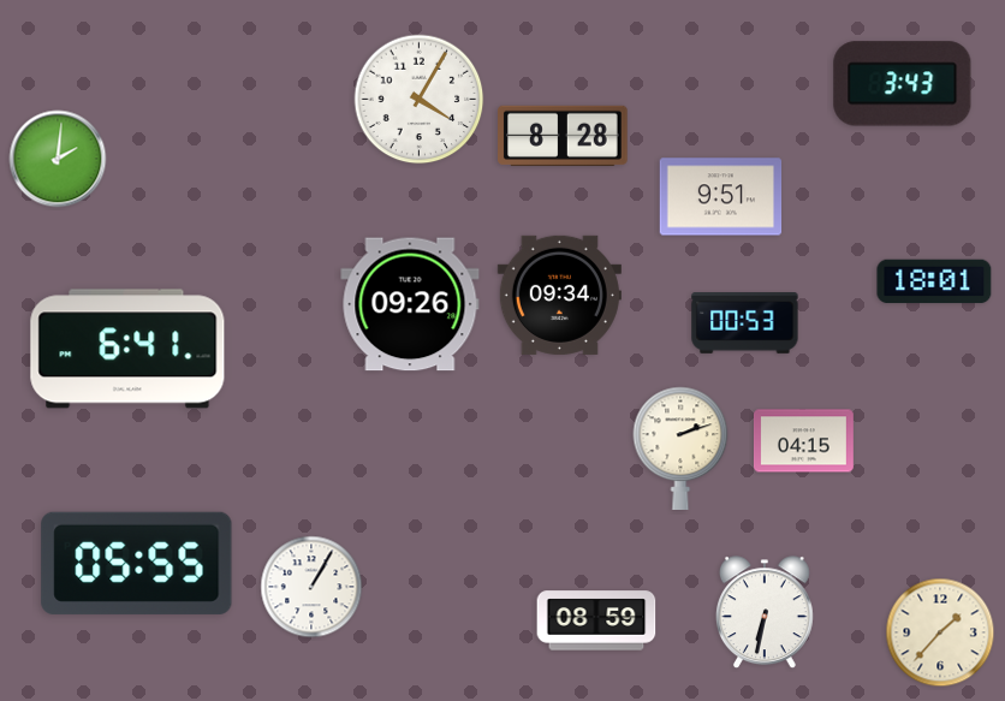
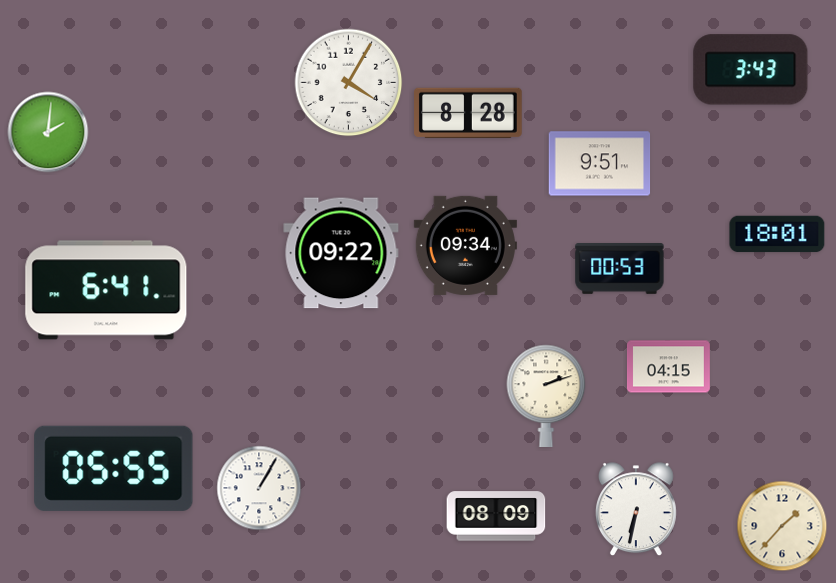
clock at (410, 304): 09:26 -> 09:22
clock at (680, 447) position: (680, 447) -> (546, 395)
clock at (596, 620): 08:59 -> 08:09
